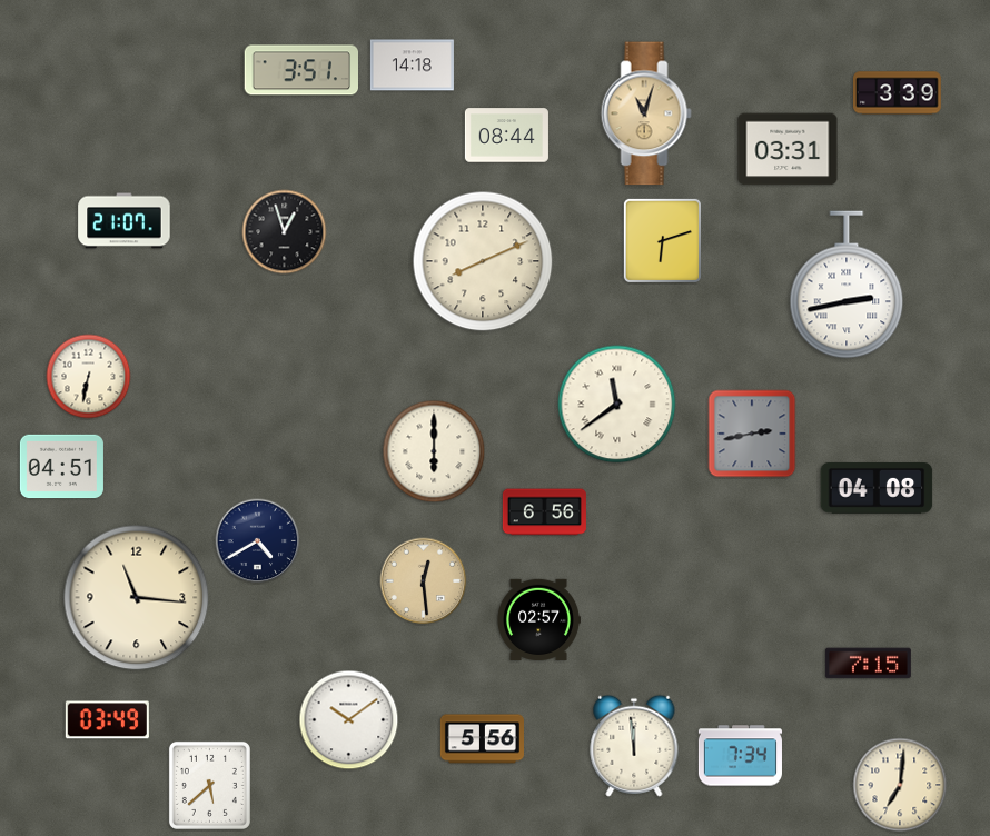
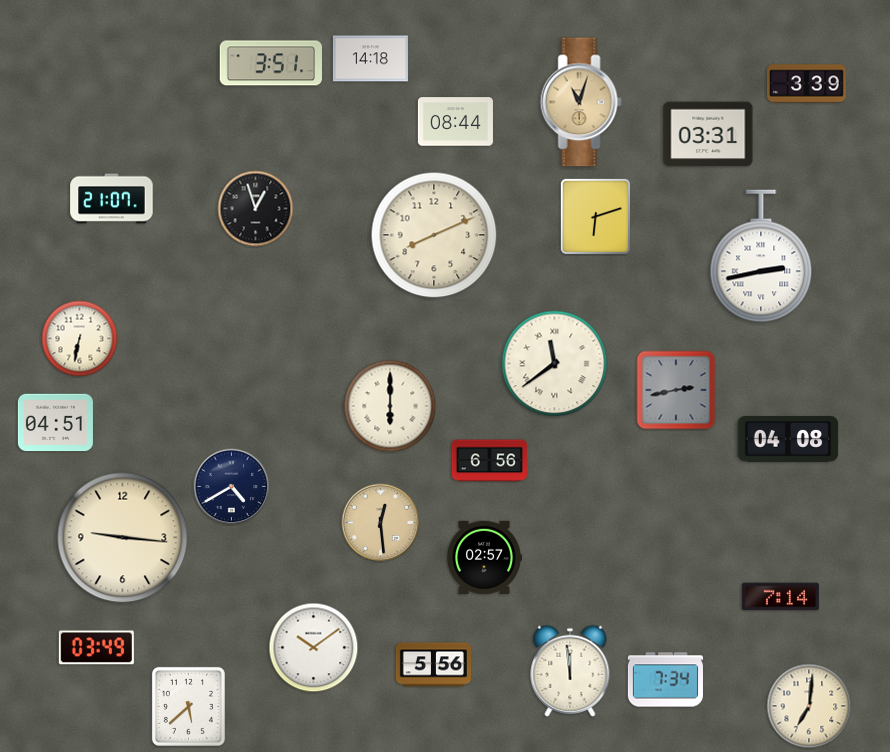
clock at (61, 467) position: (61, 467) -> (55, 423)
clock at (137, 598): 11:16 -> 9:16
clock at (868, 664): 7:15 -> 7:14
